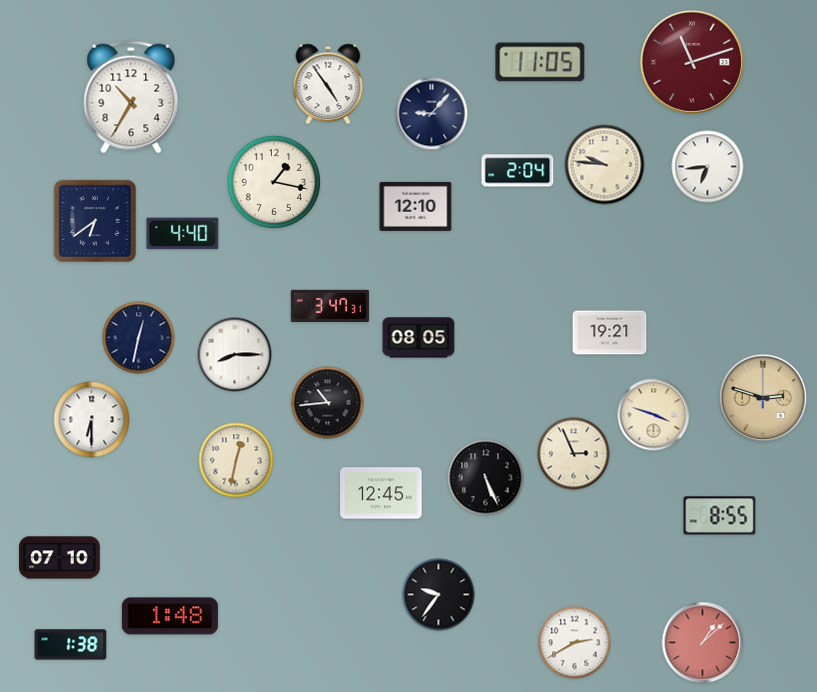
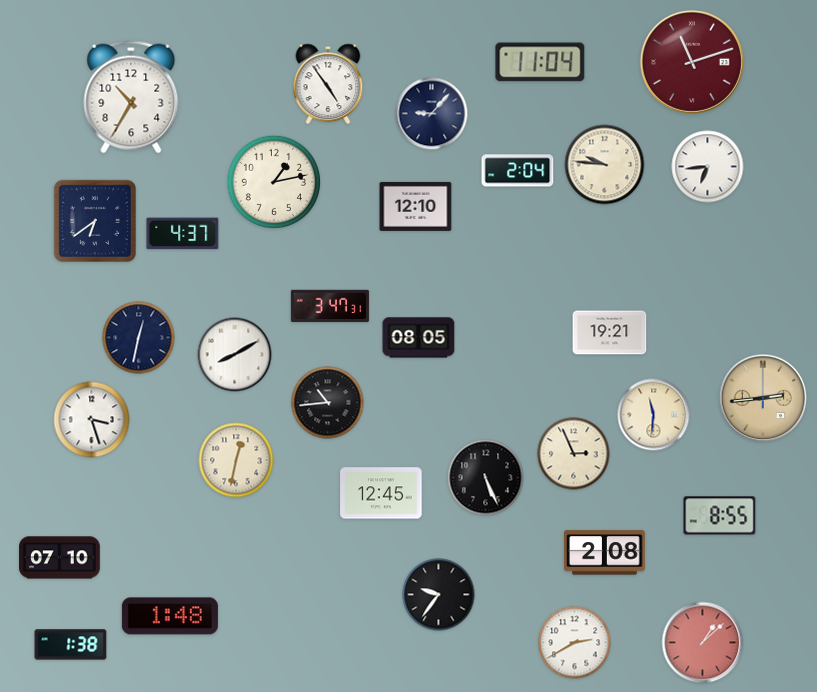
clock at (540, 62): 11:05 -> 11:04
clock at (273, 181): 1:17 -> 1:13
clock at (183, 234): 4:40 -> 4:37
clock at (235, 355): 8:15 -> 8:10
clock at (763, 398): 2:48 -> 2:44
clock at (654, 415): 3:48 -> 11:31
clock at (92, 420): 6:30 -> 3:27
clock at (605, 553): none -> 2:08
